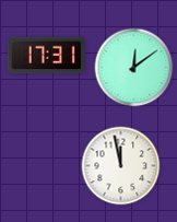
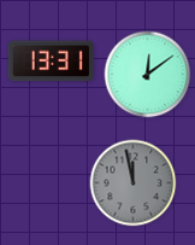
clock at (46, 56): 17:31 -> 13:31
clock at (121, 166) dial: white -> grey
